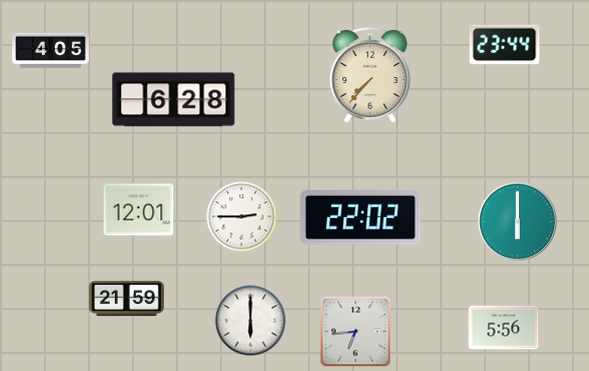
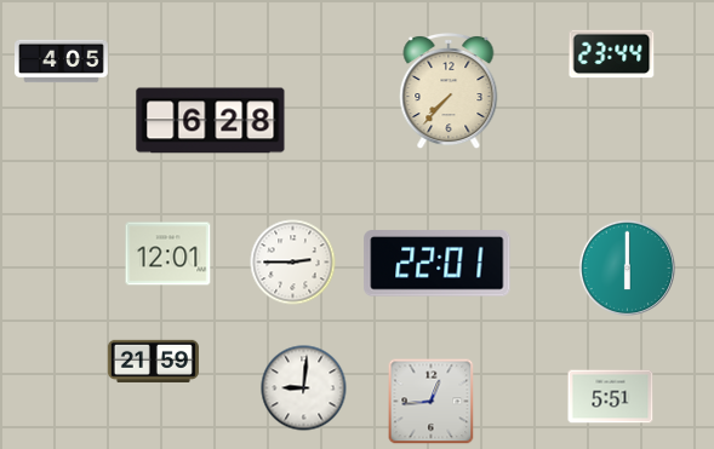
clock at (361, 218): 22:02 -> 22:01
clock at (251, 321): 6:00 -> 9:01
clock at (504, 328): 5:56 -> 5:51
clock at (356, 332): 6:44 -> 12:44
